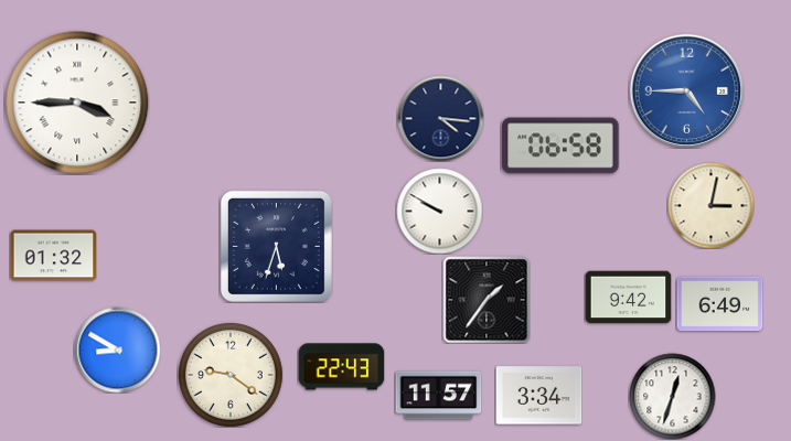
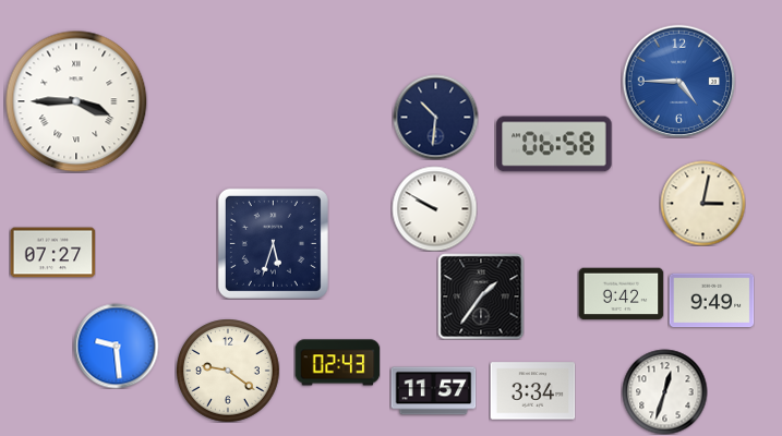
clock at (686, 90) position: (686, 90) -> (678, 81)
clock at (440, 118): 4:16 -> 10:31
clock at (53, 256): 01:32 -> 07:27
clock at (719, 304): 6:49 -> 9:49
clock at (117, 349): 8:50 -> 9:29
clock at (341, 367): 22:43 -> 02:43
